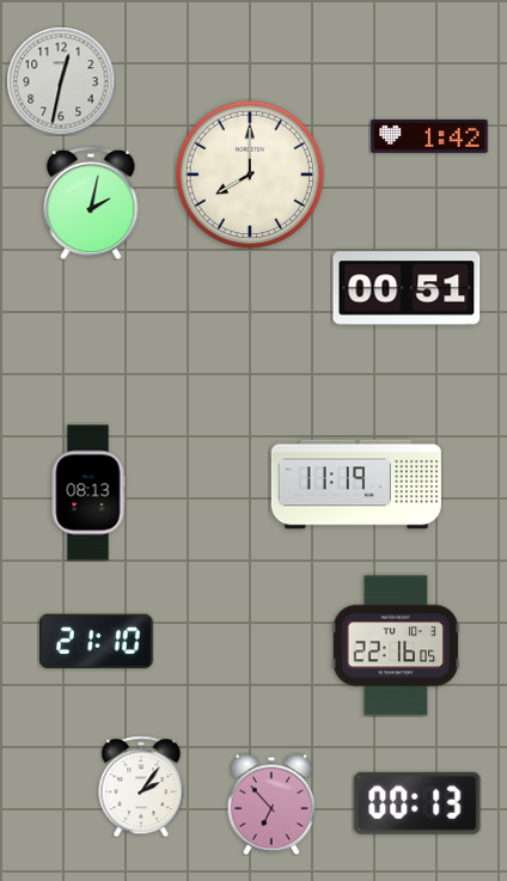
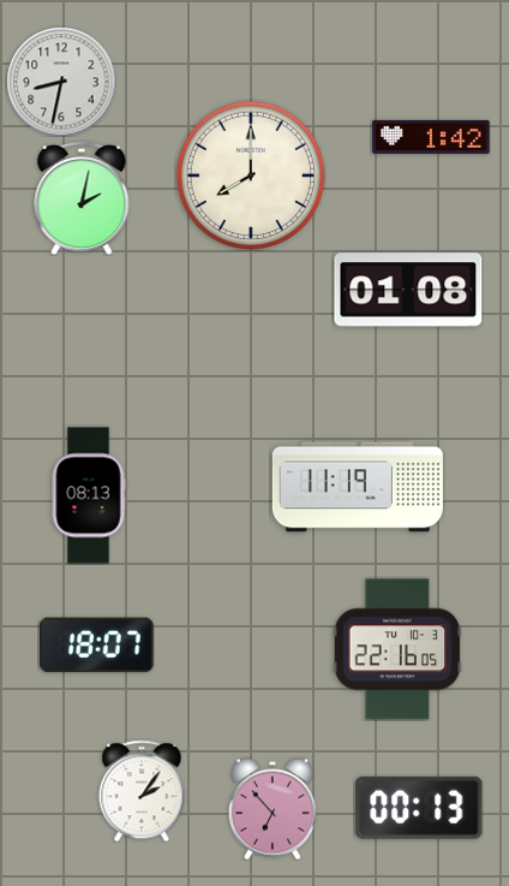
clock at (61, 81): 12:32 -> 8:32
clock at (91, 203) position: (91, 203) -> (82, 198)
clock at (407, 288): 00:51 -> 01:08
clock at (97, 642): 21:10 -> 18:07
